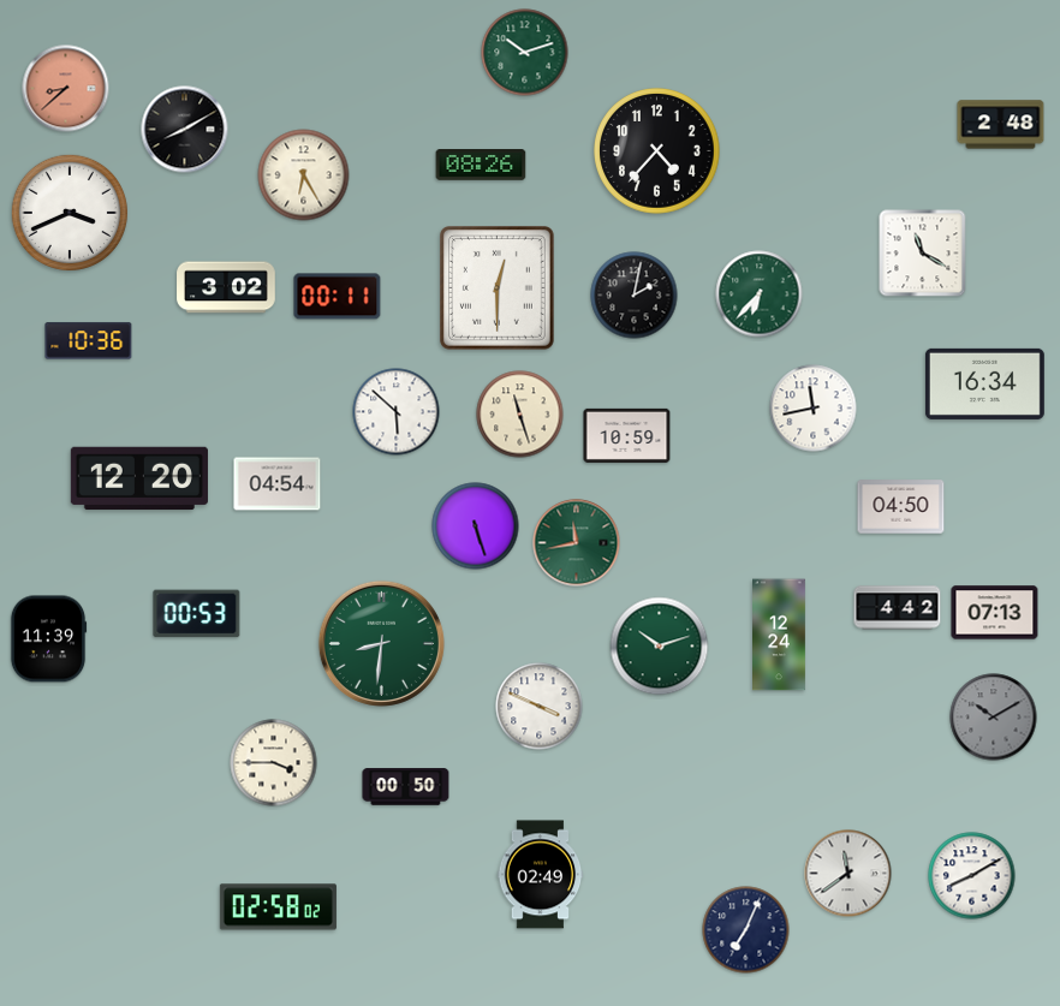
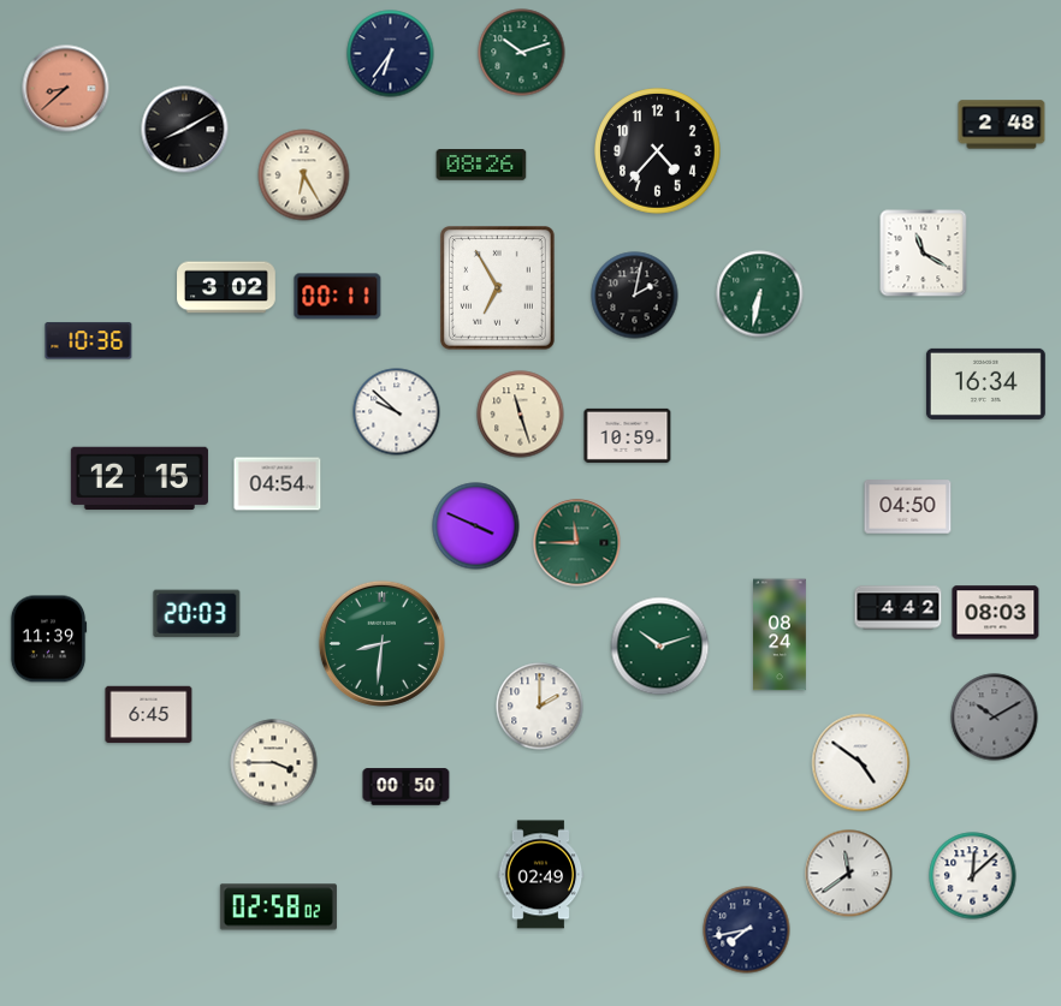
clock at (525, 53) position: (525, 53) -> (522, 53)
clock at (391, 54): none -> 6:36
clock at (70, 213): 3:41 -> none
clock at (498, 288): 12:30 -> 6:55
clock at (760, 294): 6:37 -> 6:32
clock at (814, 409): 11:43 -> none
clock at (397, 412): 5:52 -> 9:52
clock at (139, 478): 12:20 -> 12:15
clock at (901, 507) position: (901, 507) -> (908, 507)
clock at (476, 526): 5:27 -> 3:49
clock at (577, 543): 11:43 -> 11:45
clock at (995, 613): 07:13 -> 08:03
clock at (197, 614): 00:53 -> 20:03
clock at (780, 635): 12:24 -> 08:24
clock at (540, 707): 3:49 -> 2:00
clock at (149, 715): none -> 6:45
clock at (861, 763): none -> 4:51
clock at (972, 876): 8:10 -> 12:08
clock at (746, 930): 7:04 -> 7:43
